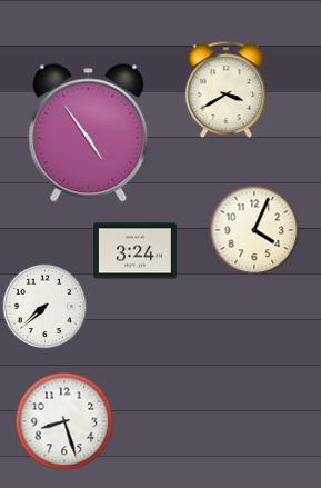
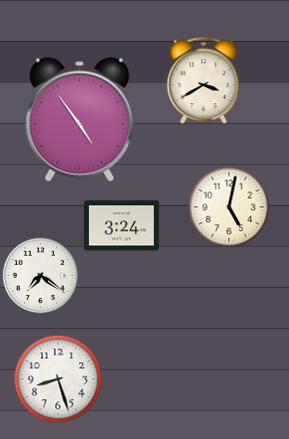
clock at (254, 230): 4:04 -> 5:02
clock at (46, 307): 7:38 -> 7:21
